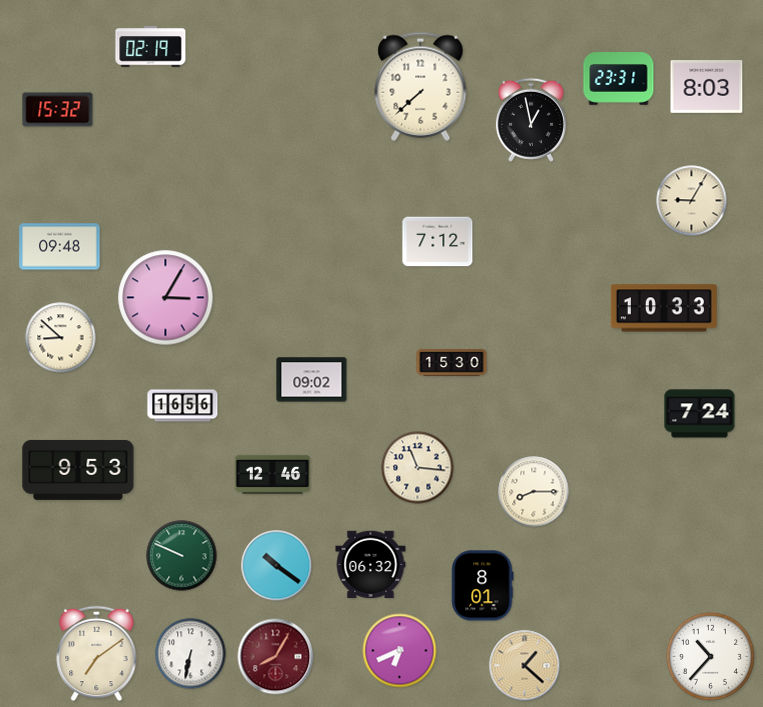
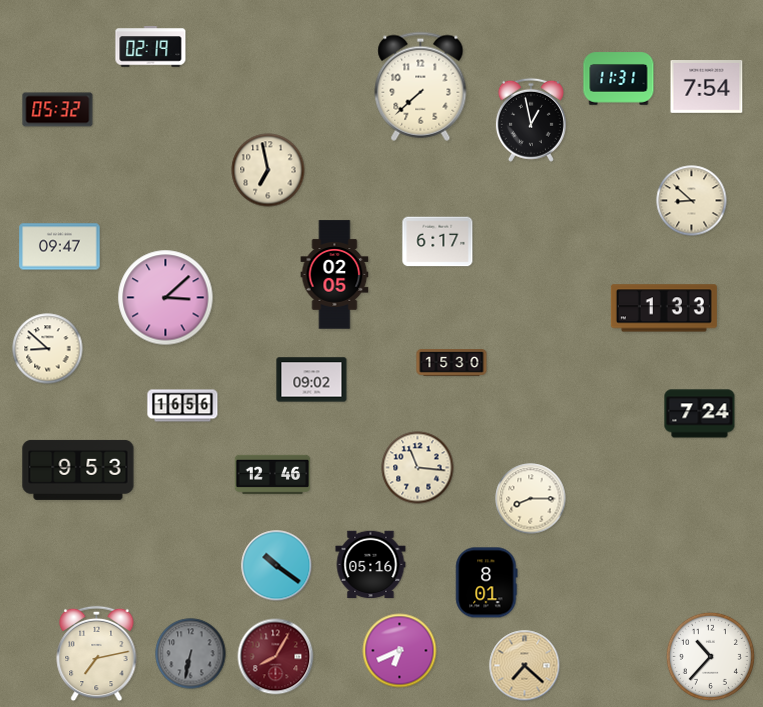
clock at (619, 79): 23:31 -> 11:31
clock at (707, 87): 8:03 -> 7:54
clock at (58, 110): 15:32 -> 05:32
clock at (268, 170): none -> 6:58
clock at (692, 201): 9:05 -> 8:52
clock at (438, 242): 7:12 -> 6:17
clock at (60, 247): 09:48 -> 09:47
clock at (335, 275): none -> 02:05
clock at (166, 298): 3:05 -> 3:08
clock at (664, 308): 10:33 -> 1:33
clock at (61, 338) position: (61, 338) -> (48, 349)
clock at (534, 492) position: (534, 492) -> (531, 499)
clock at (182, 556): 9:49 -> none
clock at (371, 565): 06:32 -> 05:16
clock at (483, 586) position: (483, 586) -> (487, 583)
clock at (97, 654): 7:09 -> 7:13
clock at (191, 654) dial: white -> grey
clock at (525, 666): 1:22 -> 7:22
